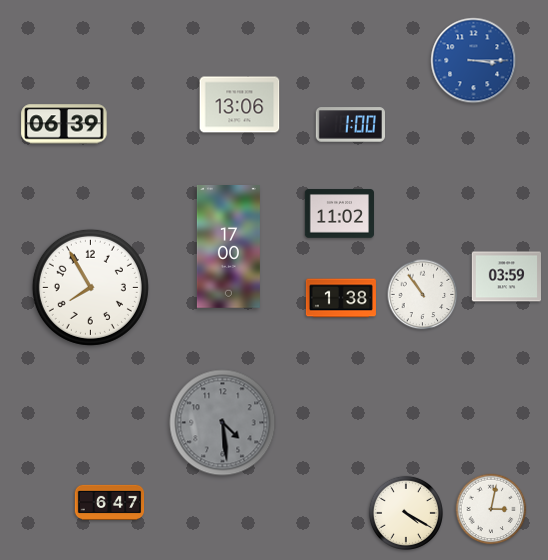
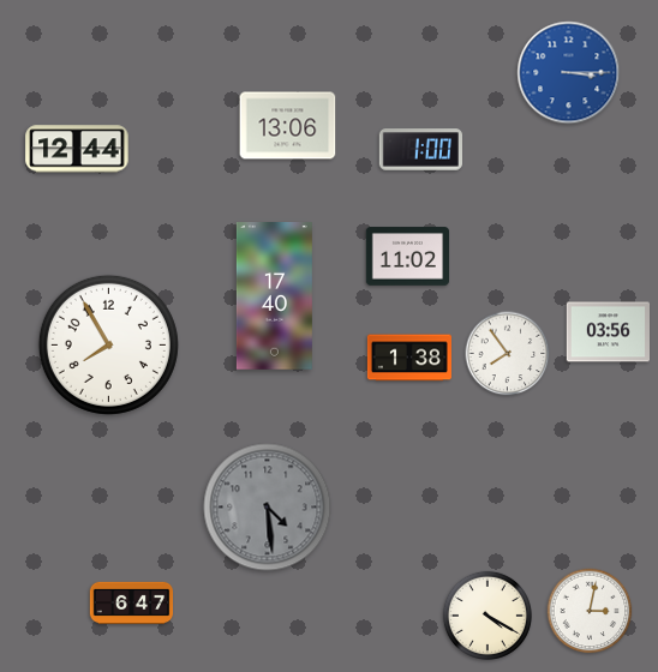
clock at (64, 124): 06:39 -> 12:44
clock at (228, 247): 17:00 -> 17:40
clock at (506, 277): 03:59 -> 03:56
clock at (423, 295): 10:54 -> 7:54
